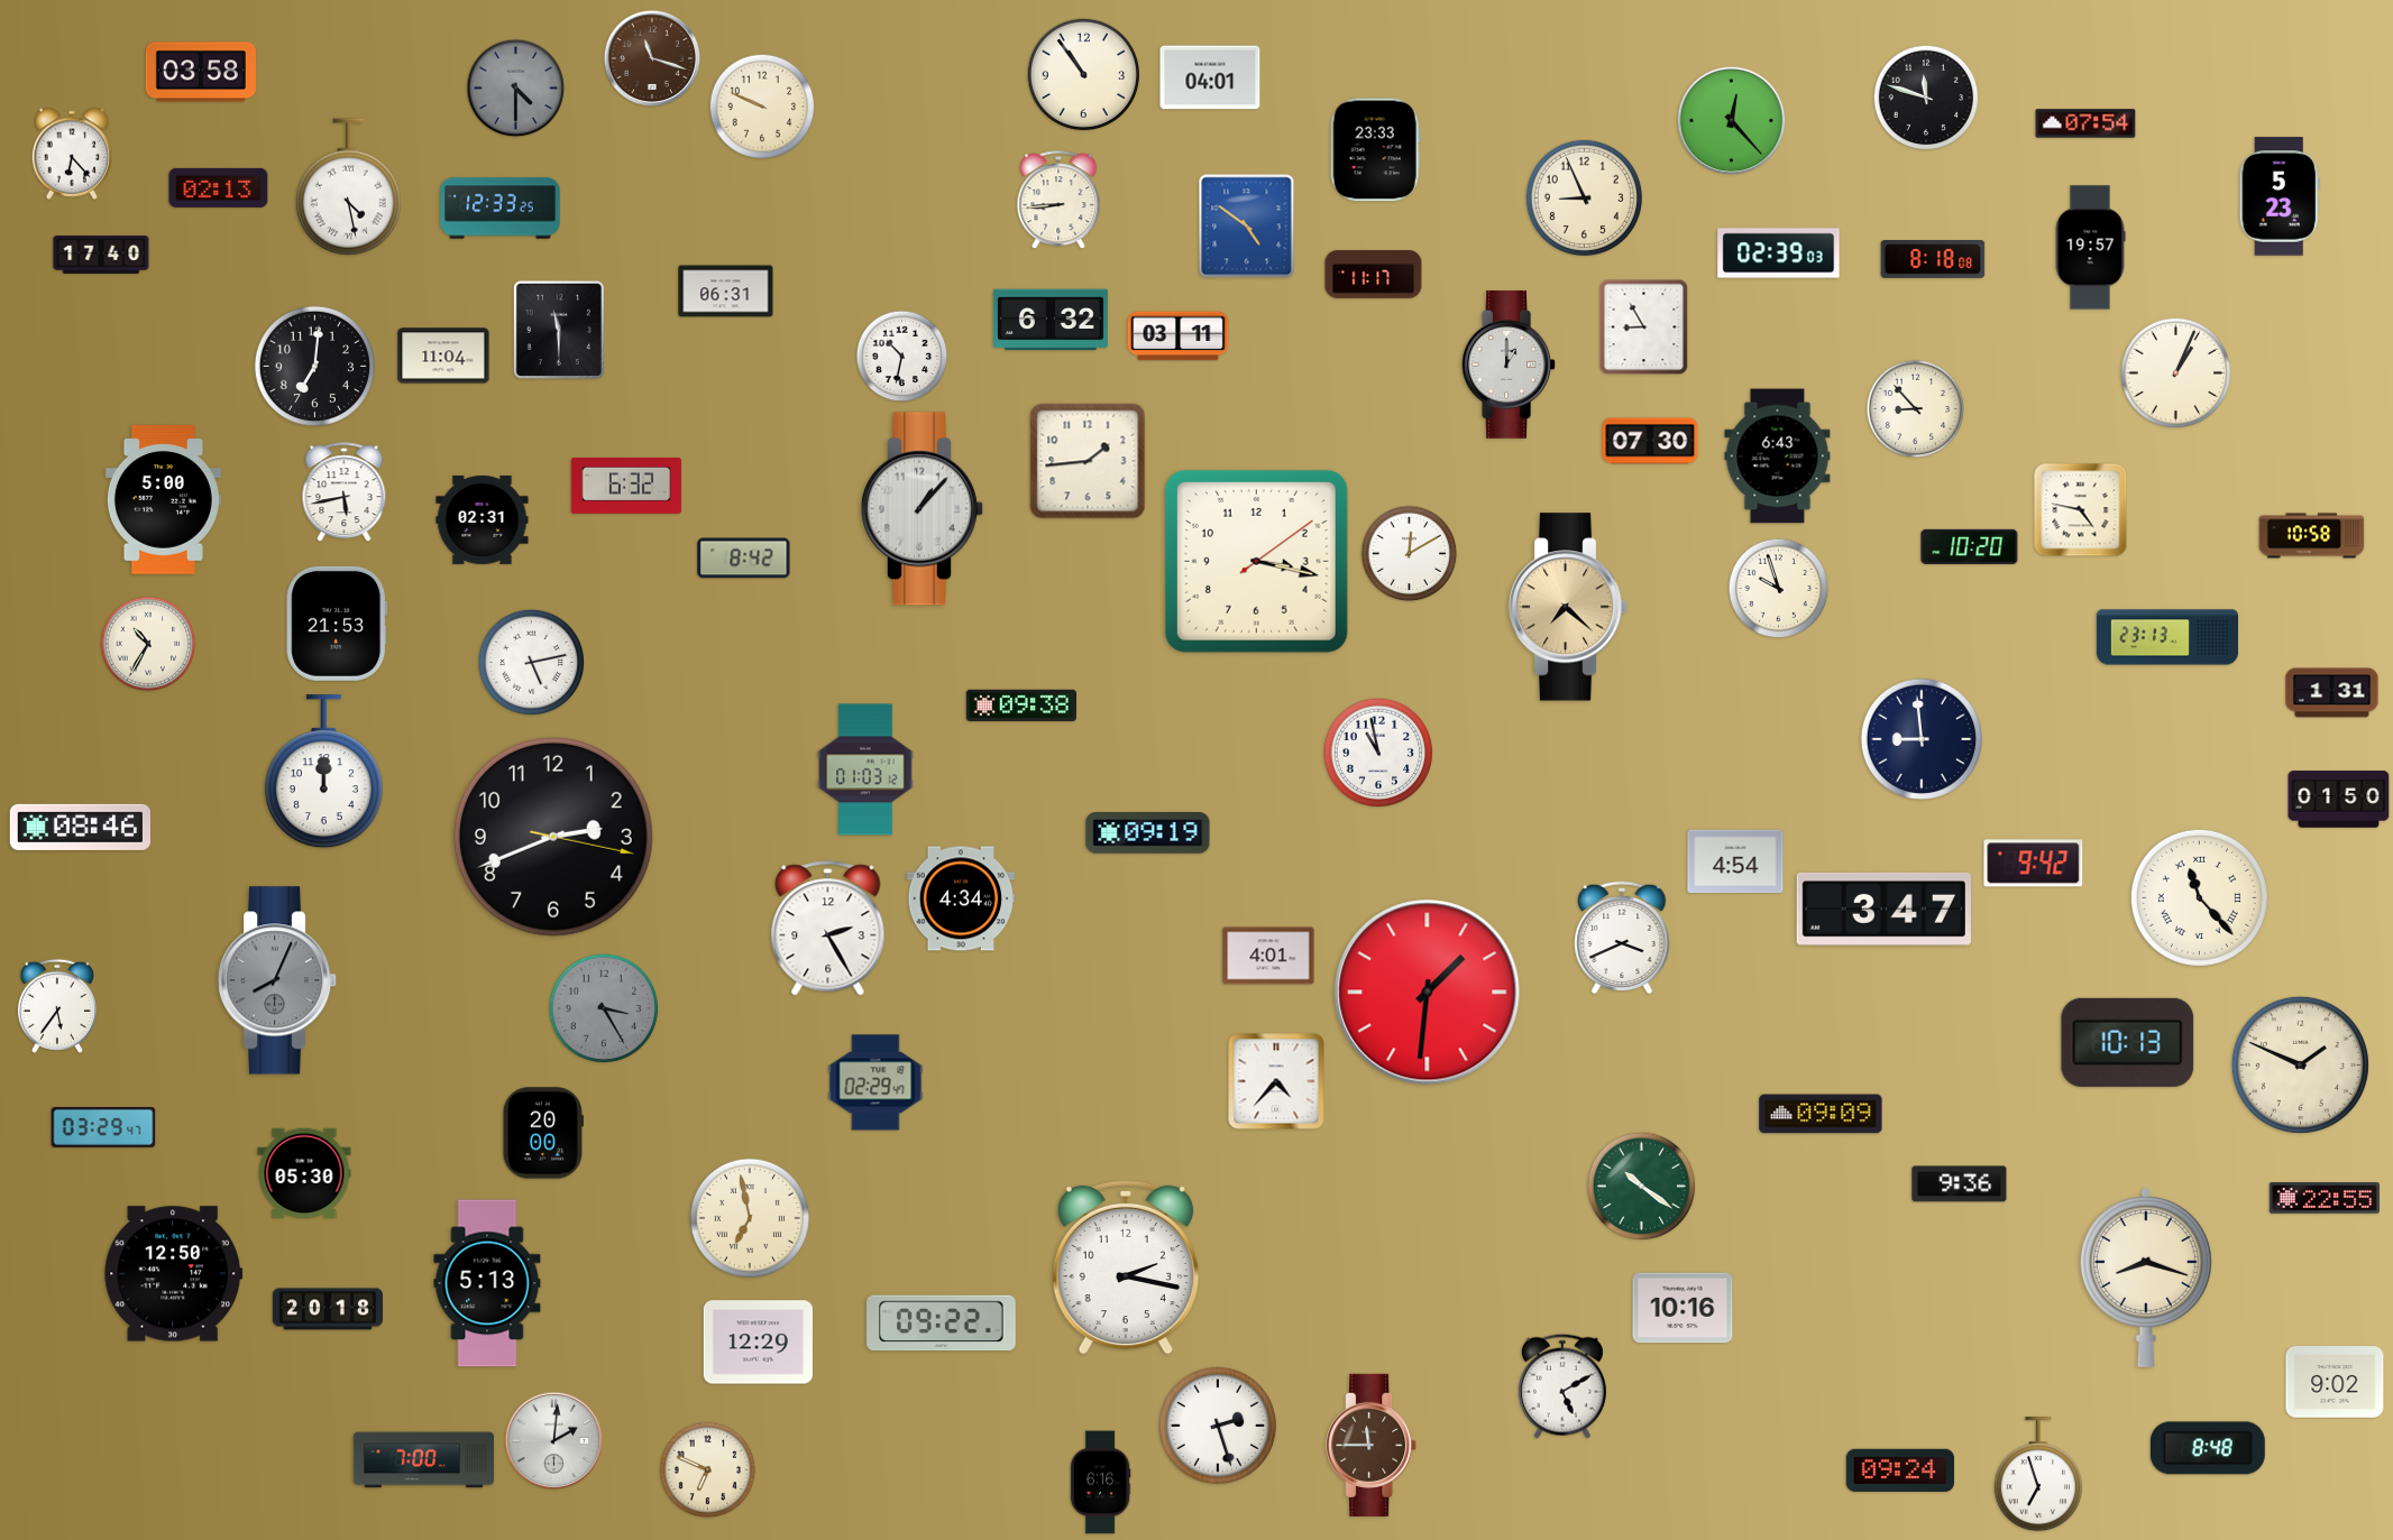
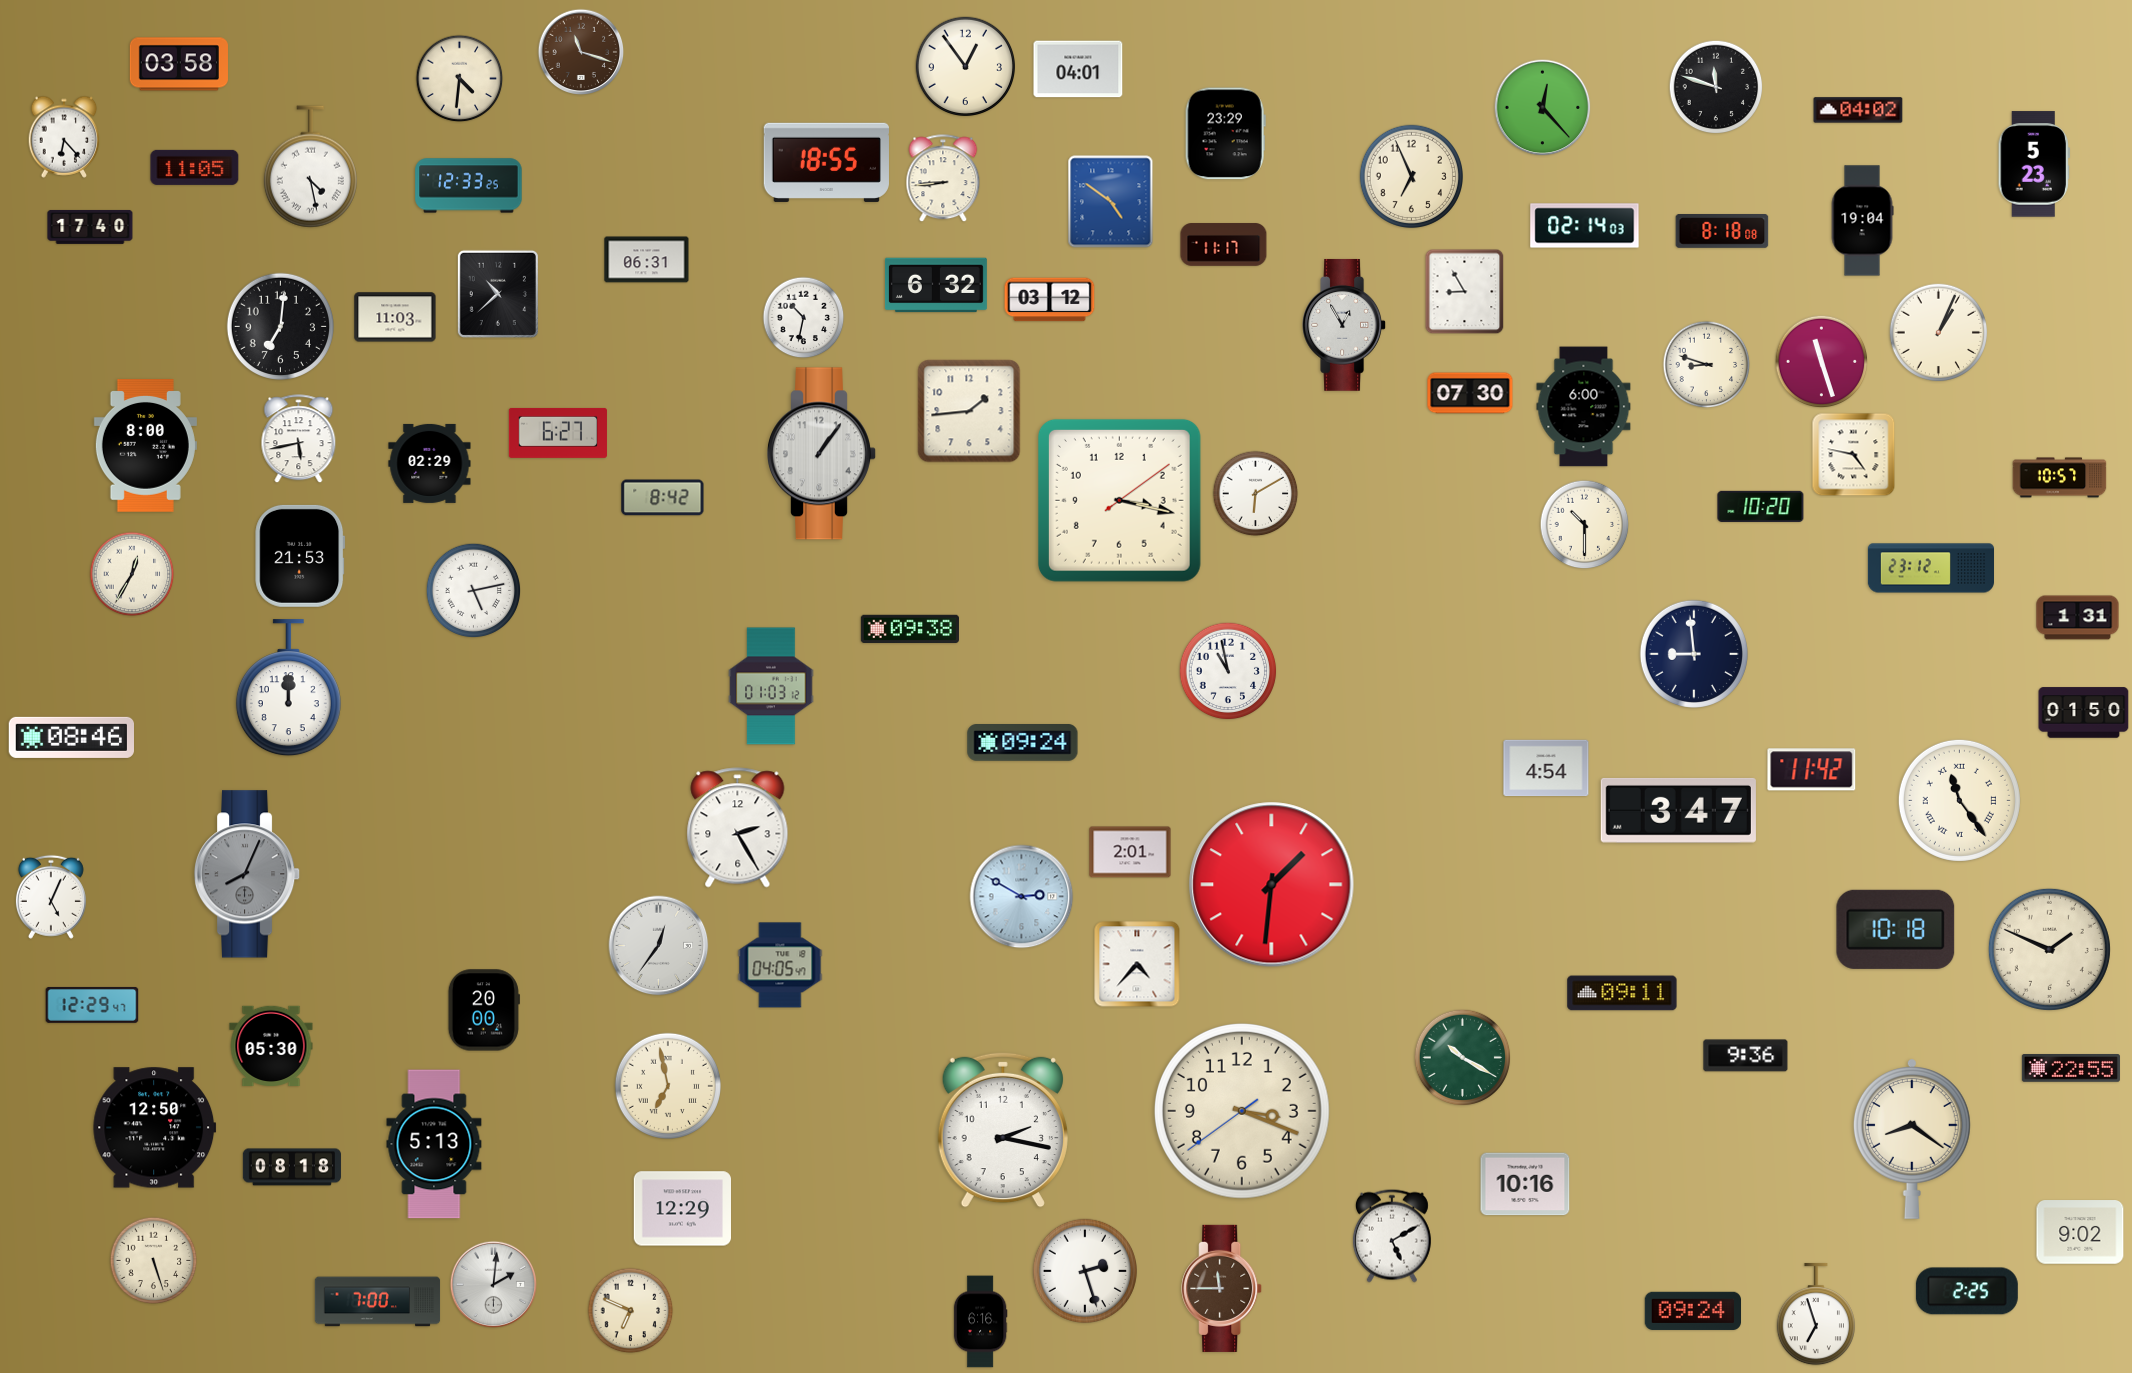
clock at (1083, 74): 10:54 -> 12:54
clock at (516, 89): 4:30 -> 4:31
clock at (516, 89) dial: grey -> cream
clock at (762, 107): 9:49 -> none
clock at (2085, 123): 07:54 -> 04:02
clock at (1375, 150): 23:33 -> 23:29
clock at (826, 162): none -> 18:55
clock at (219, 187): 02:13 -> 11:05
clock at (2280, 196) position: (2280, 196) -> (2034, 164)
clock at (1584, 197): 8:56 -> 6:56
clock at (501, 209) position: (501, 209) -> (469, 186)
clock at (2090, 248): 19:57 -> 19:04
clock at (1779, 253): 02:39 -> 02:14
clock at (559, 330): 11:30 -> 10:38
clock at (1179, 336): 03:11 -> 03:12
clock at (443, 356): 11:04 -> 11:03
clock at (1509, 365): 1:00 -> 12:55
clock at (1822, 362): none -> 11:27
clock at (1916, 409): 8:53 -> 8:48
clock at (1778, 457): 6:43 -> 6:00
clock at (626, 486): 6:32 -> 6:27
clock at (345, 492) position: (345, 492) -> (299, 439)
clock at (163, 500): 5:00 -> 8:00
clock at (923, 509): 1:07 -> 1:06
clock at (483, 519): 02:31 -> 02:29
clock at (2312, 536): 10:58 -> 10:57
clock at (1970, 546) position: (1970, 546) -> (1761, 506)
clock at (1410, 554): 12:10 -> 6:10
clock at (1779, 589): 9:57 -> 10:30
clock at (1568, 607): 7:22 -> none
clock at (2167, 637): 23:13 -> 23:12
clock at (148, 644): 10:35 -> 12:35
clock at (1922, 739) position: (1922, 739) -> (1694, 654)
clock at (1148, 833): 09:19 -> 09:24
clock at (554, 838): 2:41 -> none
clock at (2034, 864): 9:42 -> 11:42
clock at (2199, 897): 11:23 -> 11:24
clock at (961, 898): 4:34 -> none
clock at (1622, 938): 3:41 -> none
clock at (1268, 956): 4:01 -> 2:01
clock at (57, 1006): 5:36 -> 5:04
clock at (1022, 897): none -> 2:50
clock at (604, 1008): 3:25 -> none
clock at (2128, 1042): 10:13 -> 10:18
clock at (659, 946): none -> 12:36
clock at (875, 1082): 02:29 -> 04:05
clock at (1821, 1114): 09:09 -> 09:11
clock at (103, 1127): 03:29 -> 12:29
clock at (1642, 1187): 10:21 -> 10:20
clock at (1242, 1111): none -> 3:18
clock at (174, 1274) position: (174, 1274) -> (155, 1128)
clock at (2146, 1278): 8:18 -> 8:21
clock at (1683, 1308) position: (1683, 1308) -> (1525, 1184)
clock at (328, 1309): 20:18 -> 08:18
clock at (942, 1324): 09:22 -> none
clock at (758, 1343) position: (758, 1343) -> (682, 1209)
clock at (154, 1261): none -> 5:27
clock at (2208, 1448): 8:48 -> 2:25
